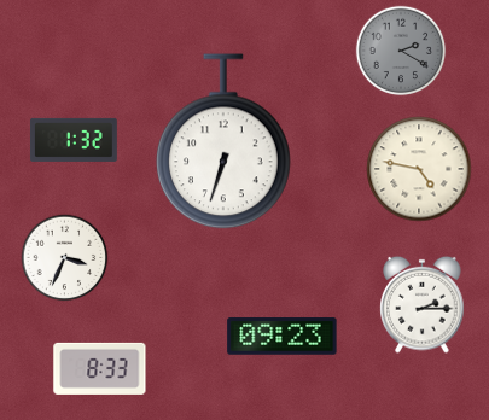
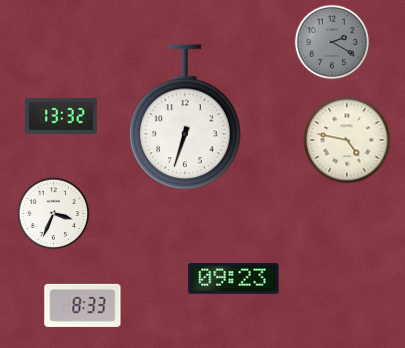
clock at (74, 140): 1:32 -> 13:32
clock at (423, 304): 2:15 -> none
